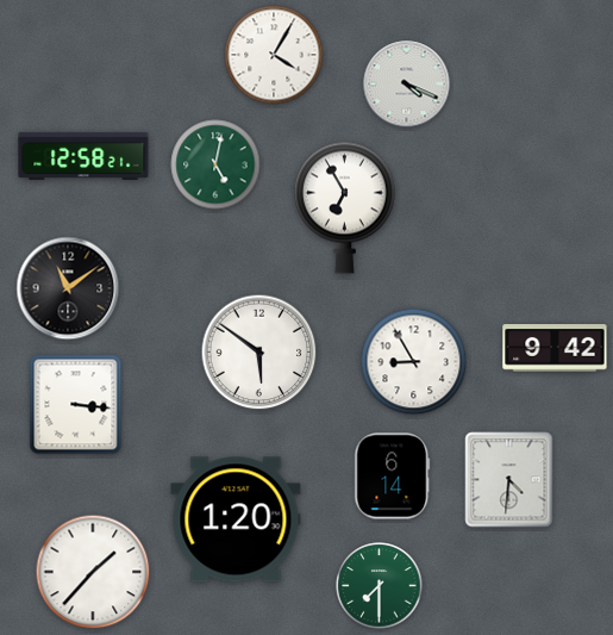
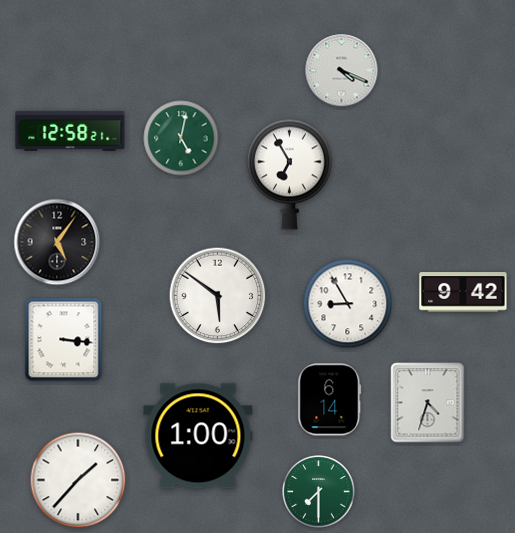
clock at (274, 55): 4:05 -> none
clock at (68, 288): 11:09 -> 5:06
clock at (555, 348) position: (555, 348) -> (463, 292)
clock at (509, 480): 4:31 -> 4:33
clock at (236, 519): 1:20 -> 1:00
